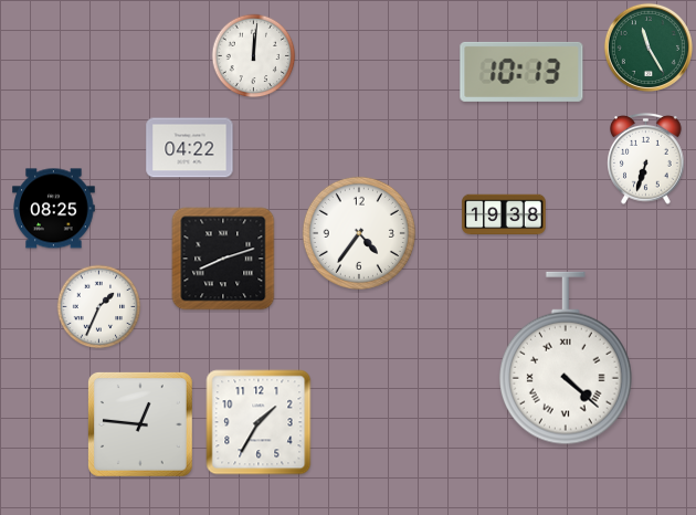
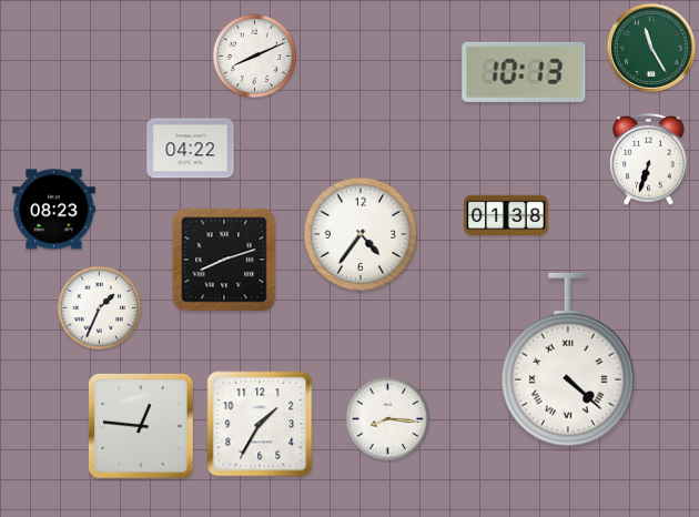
clock at (254, 56): 12:01 -> 8:11
clock at (54, 209): 08:25 -> 08:23
clock at (504, 214): 19:38 -> 01:38
clock at (388, 419): none -> 8:16
